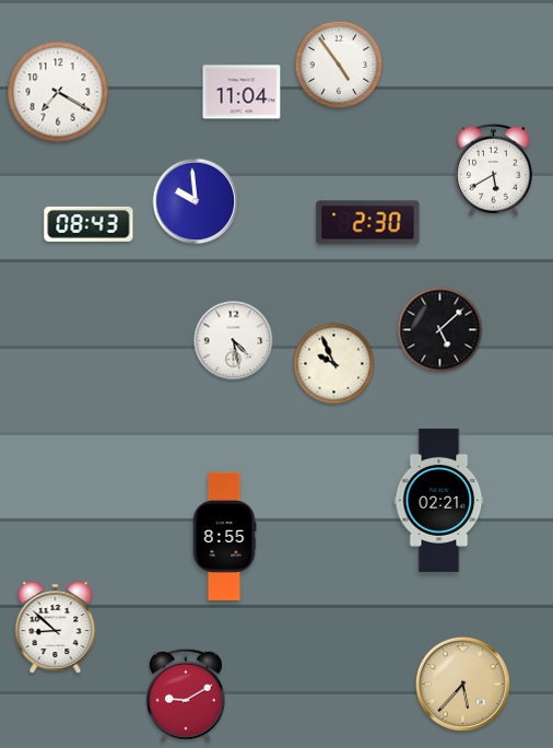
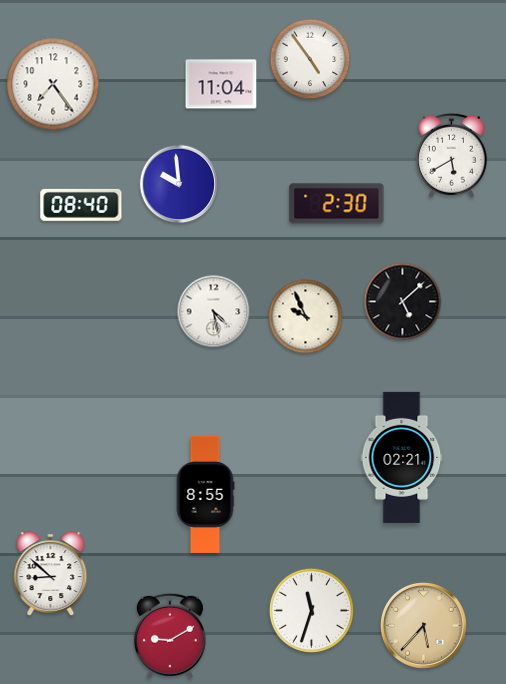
clock at (58, 92): 7:20 -> 7:24
clock at (89, 224): 08:43 -> 08:40
clock at (334, 364) position: (334, 364) -> (306, 317)
clock at (224, 536) position: (224, 536) -> (205, 494)
clock at (311, 610): none -> 11:33
